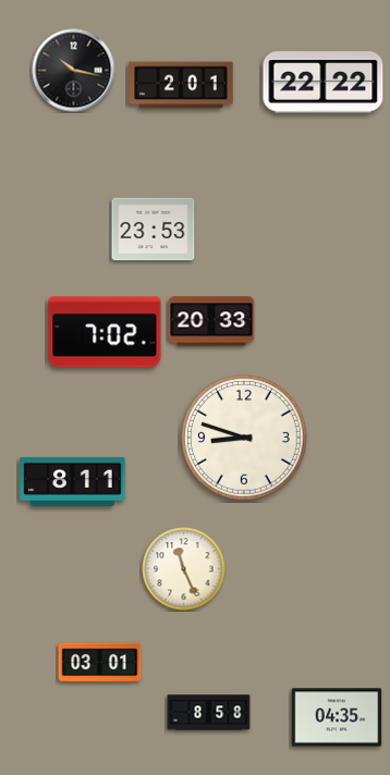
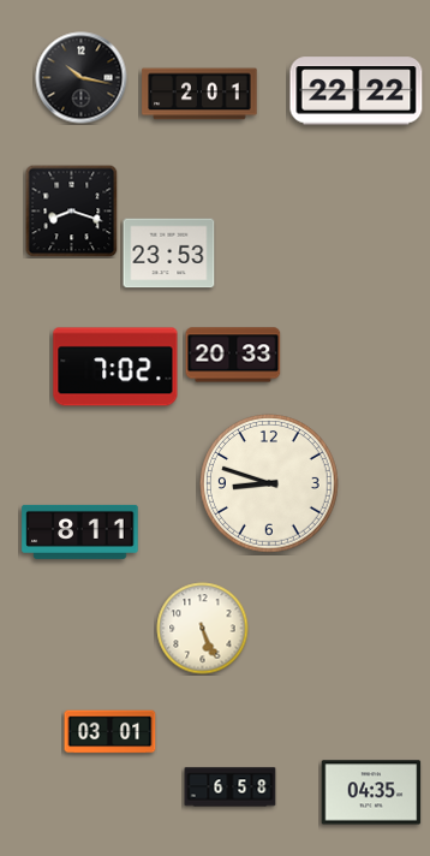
clock at (71, 210): none -> 8:18
clock at (184, 569): 11:26 -> 5:26
clock at (209, 713): 8:58 -> 6:58
